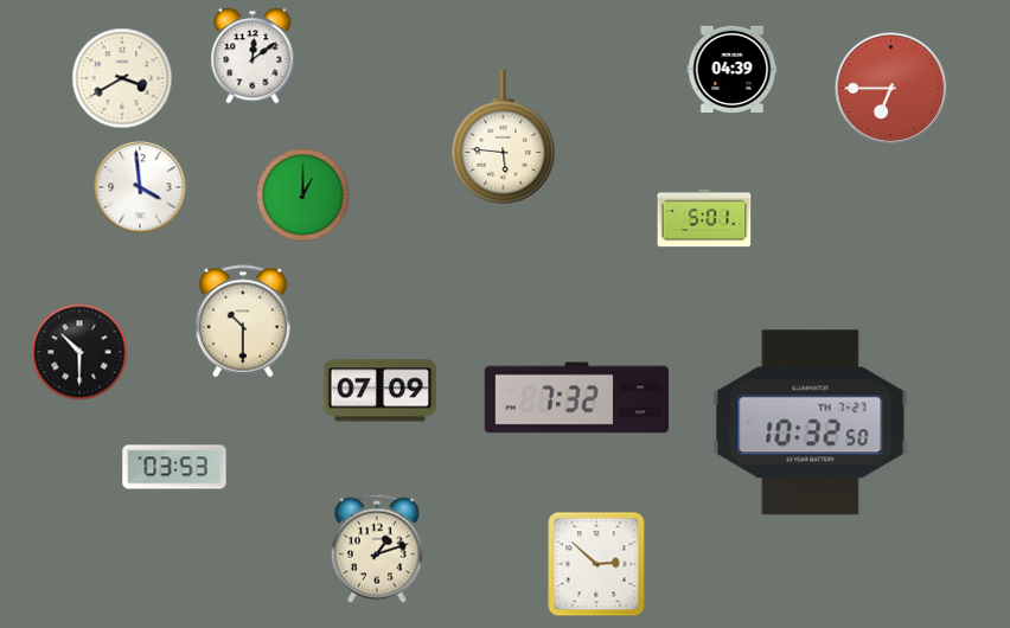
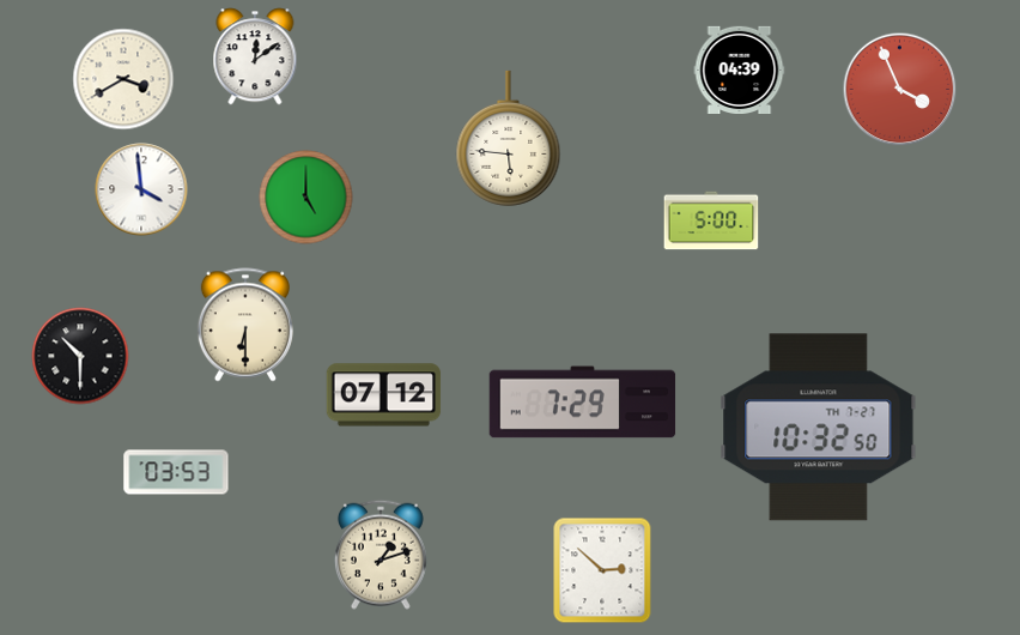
clock at (891, 89): 6:45 -> 3:56
clock at (303, 196): 1:00 -> 5:00
clock at (704, 218): 5:01 -> 5:00
clock at (243, 321): 10:30 -> 6:30
clock at (381, 391): 07:09 -> 07:12
clock at (577, 398): 7:32 -> 7:29
